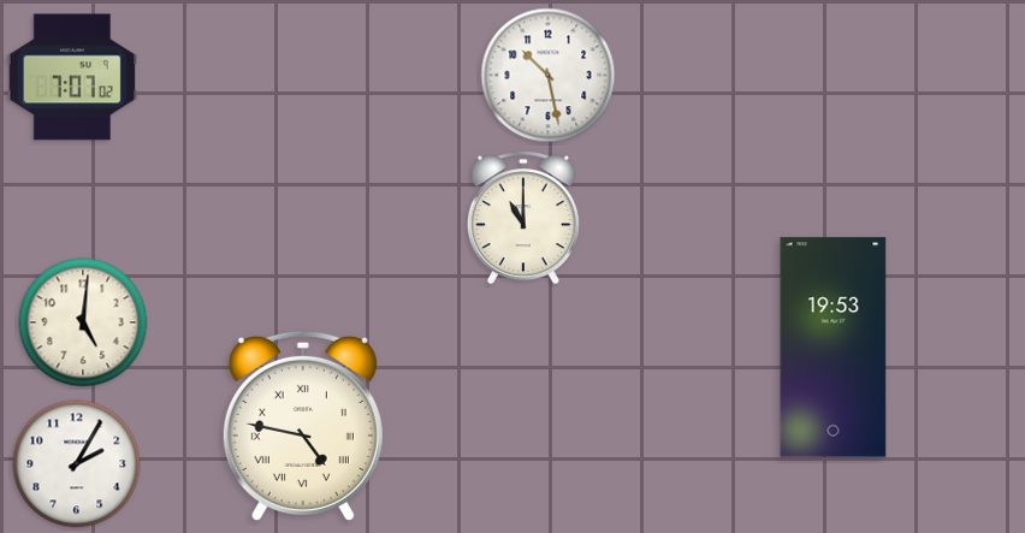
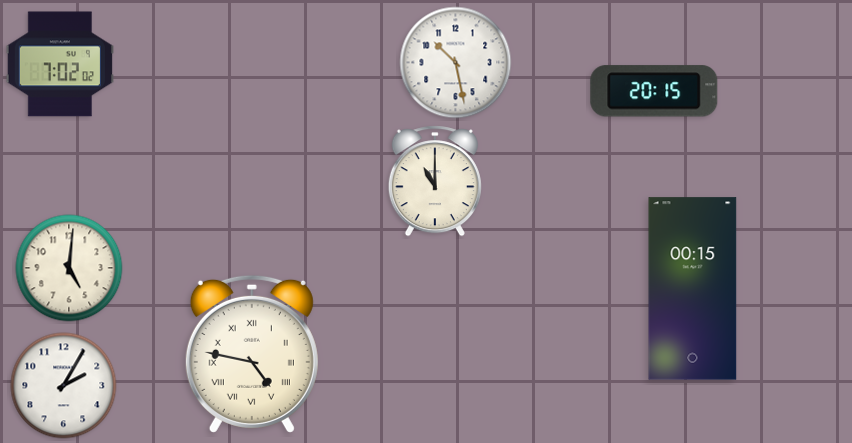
clock at (72, 77): 7:07 -> 7:02
clock at (654, 91): none -> 20:15
clock at (834, 348): 19:53 -> 00:15
